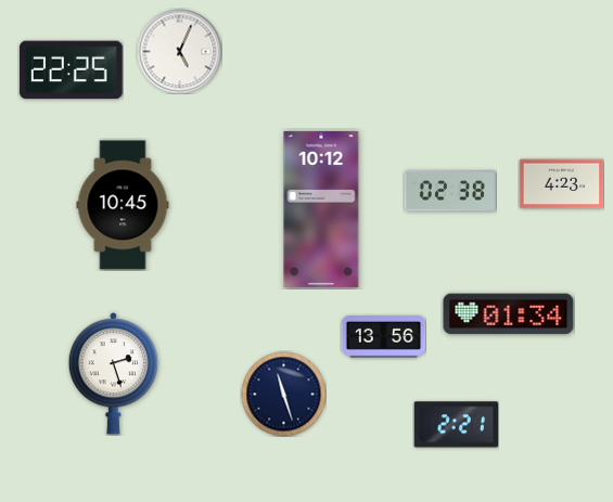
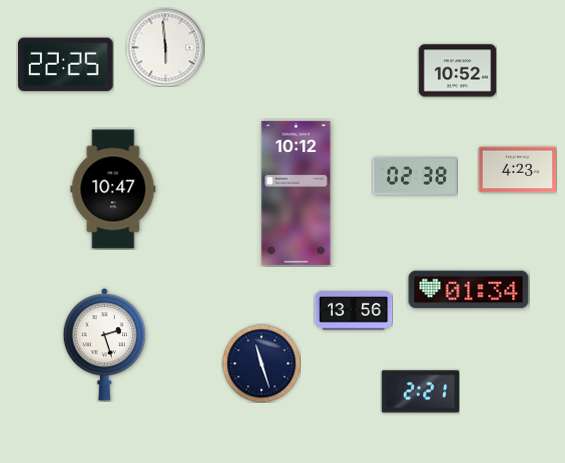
clock at (179, 51): 5:04 -> 5:59
clock at (457, 71): none -> 10:52
clock at (123, 205): 10:45 -> 10:47
